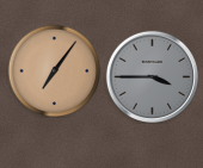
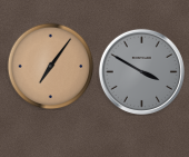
clock at (152, 76): 3:45 -> 3:50
